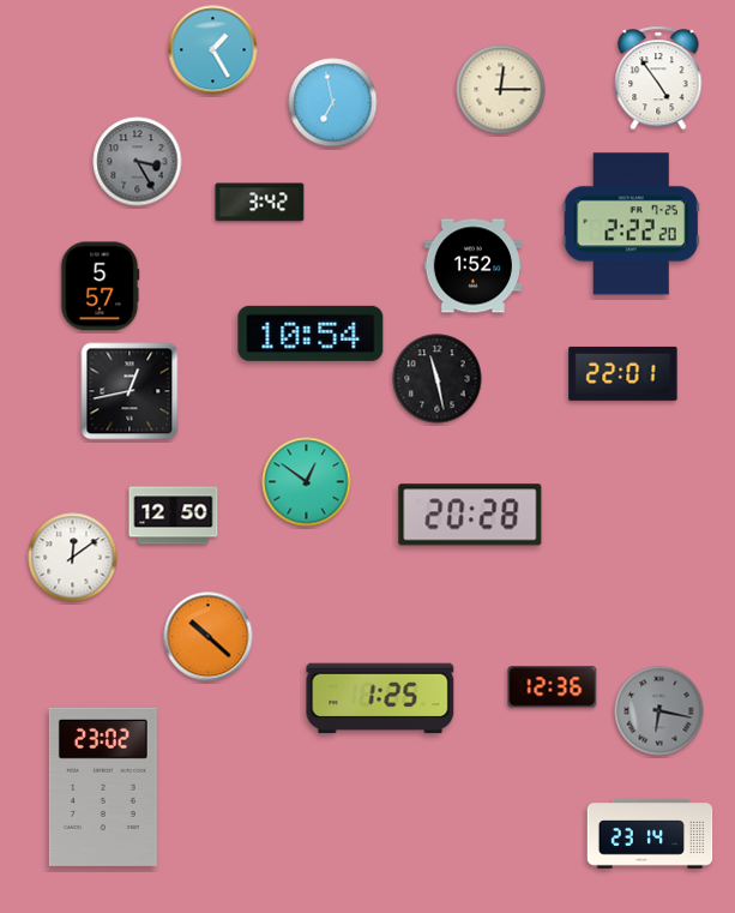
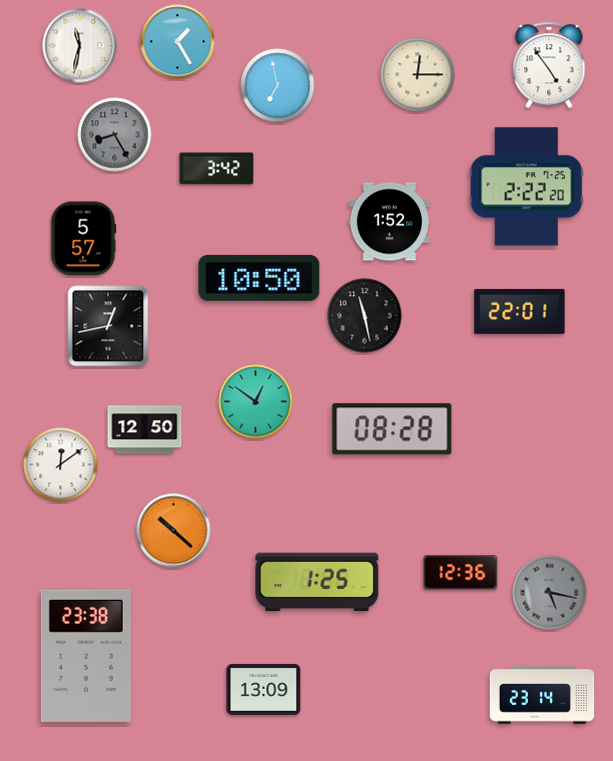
clock at (80, 46): none -> 11:32
clock at (138, 162): 3:25 -> 8:25
clock at (474, 266) position: (474, 266) -> (390, 222)
clock at (311, 334): 10:54 -> 10:50
clock at (470, 515): 20:28 -> 08:28
clock at (659, 711): 6:17 -> 5:17
clock at (103, 787): 23:02 -> 23:38
clock at (264, 689): none -> 13:09
